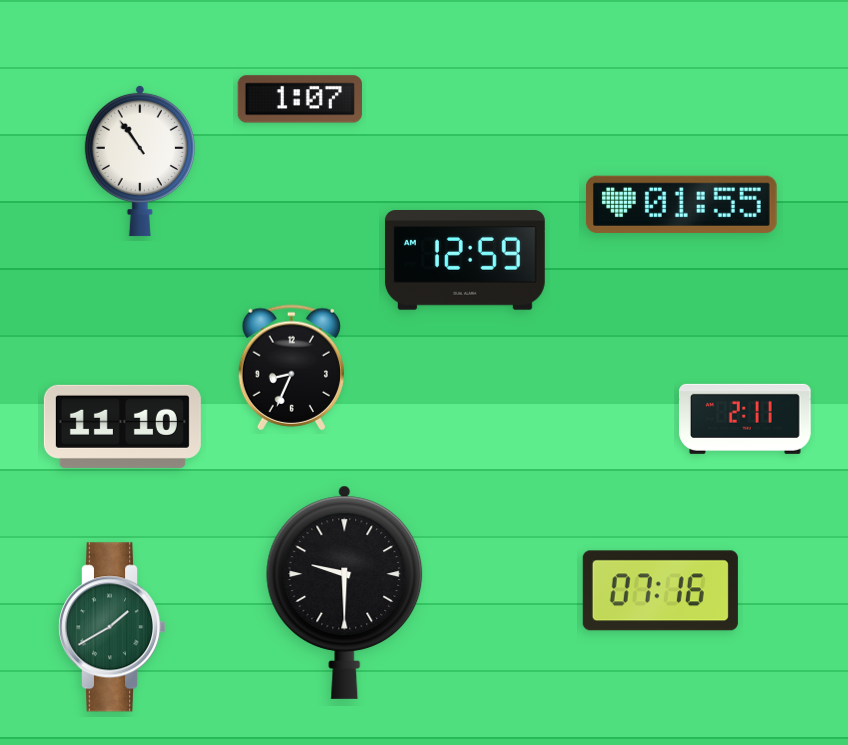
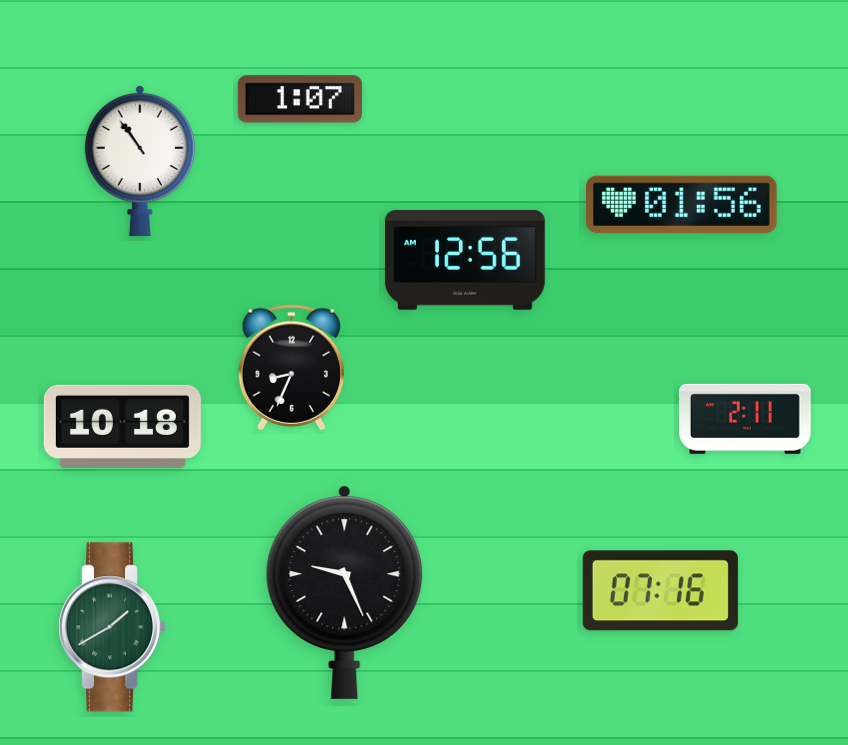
clock at (682, 204): 01:55 -> 01:56
clock at (465, 261): 12:59 -> 12:56
clock at (122, 426): 11:10 -> 10:18
clock at (345, 592): 9:30 -> 9:26
